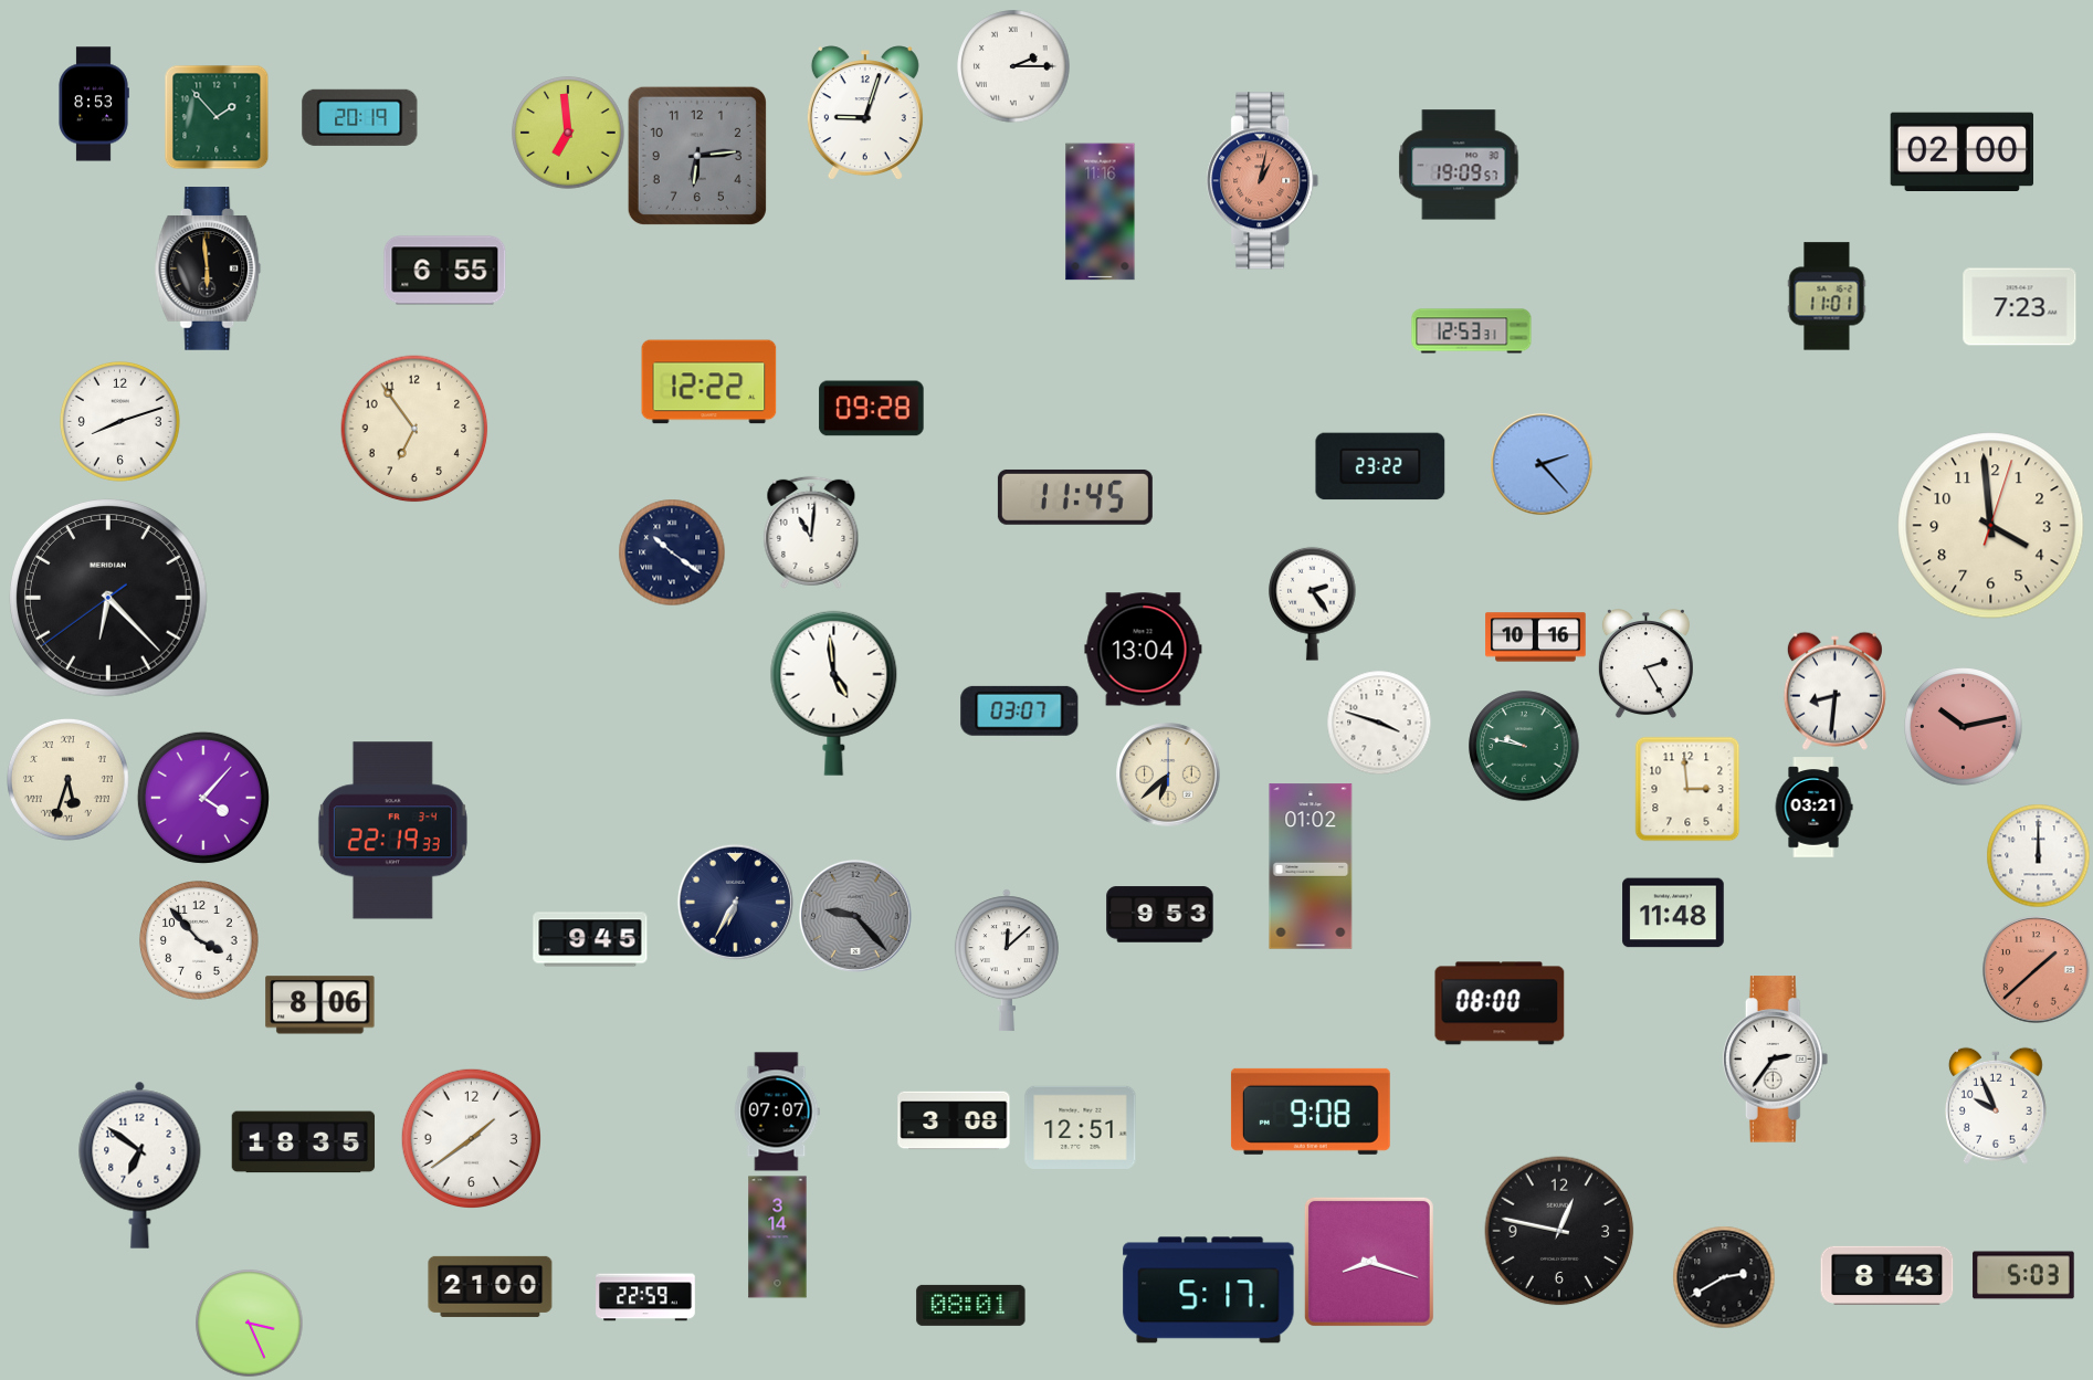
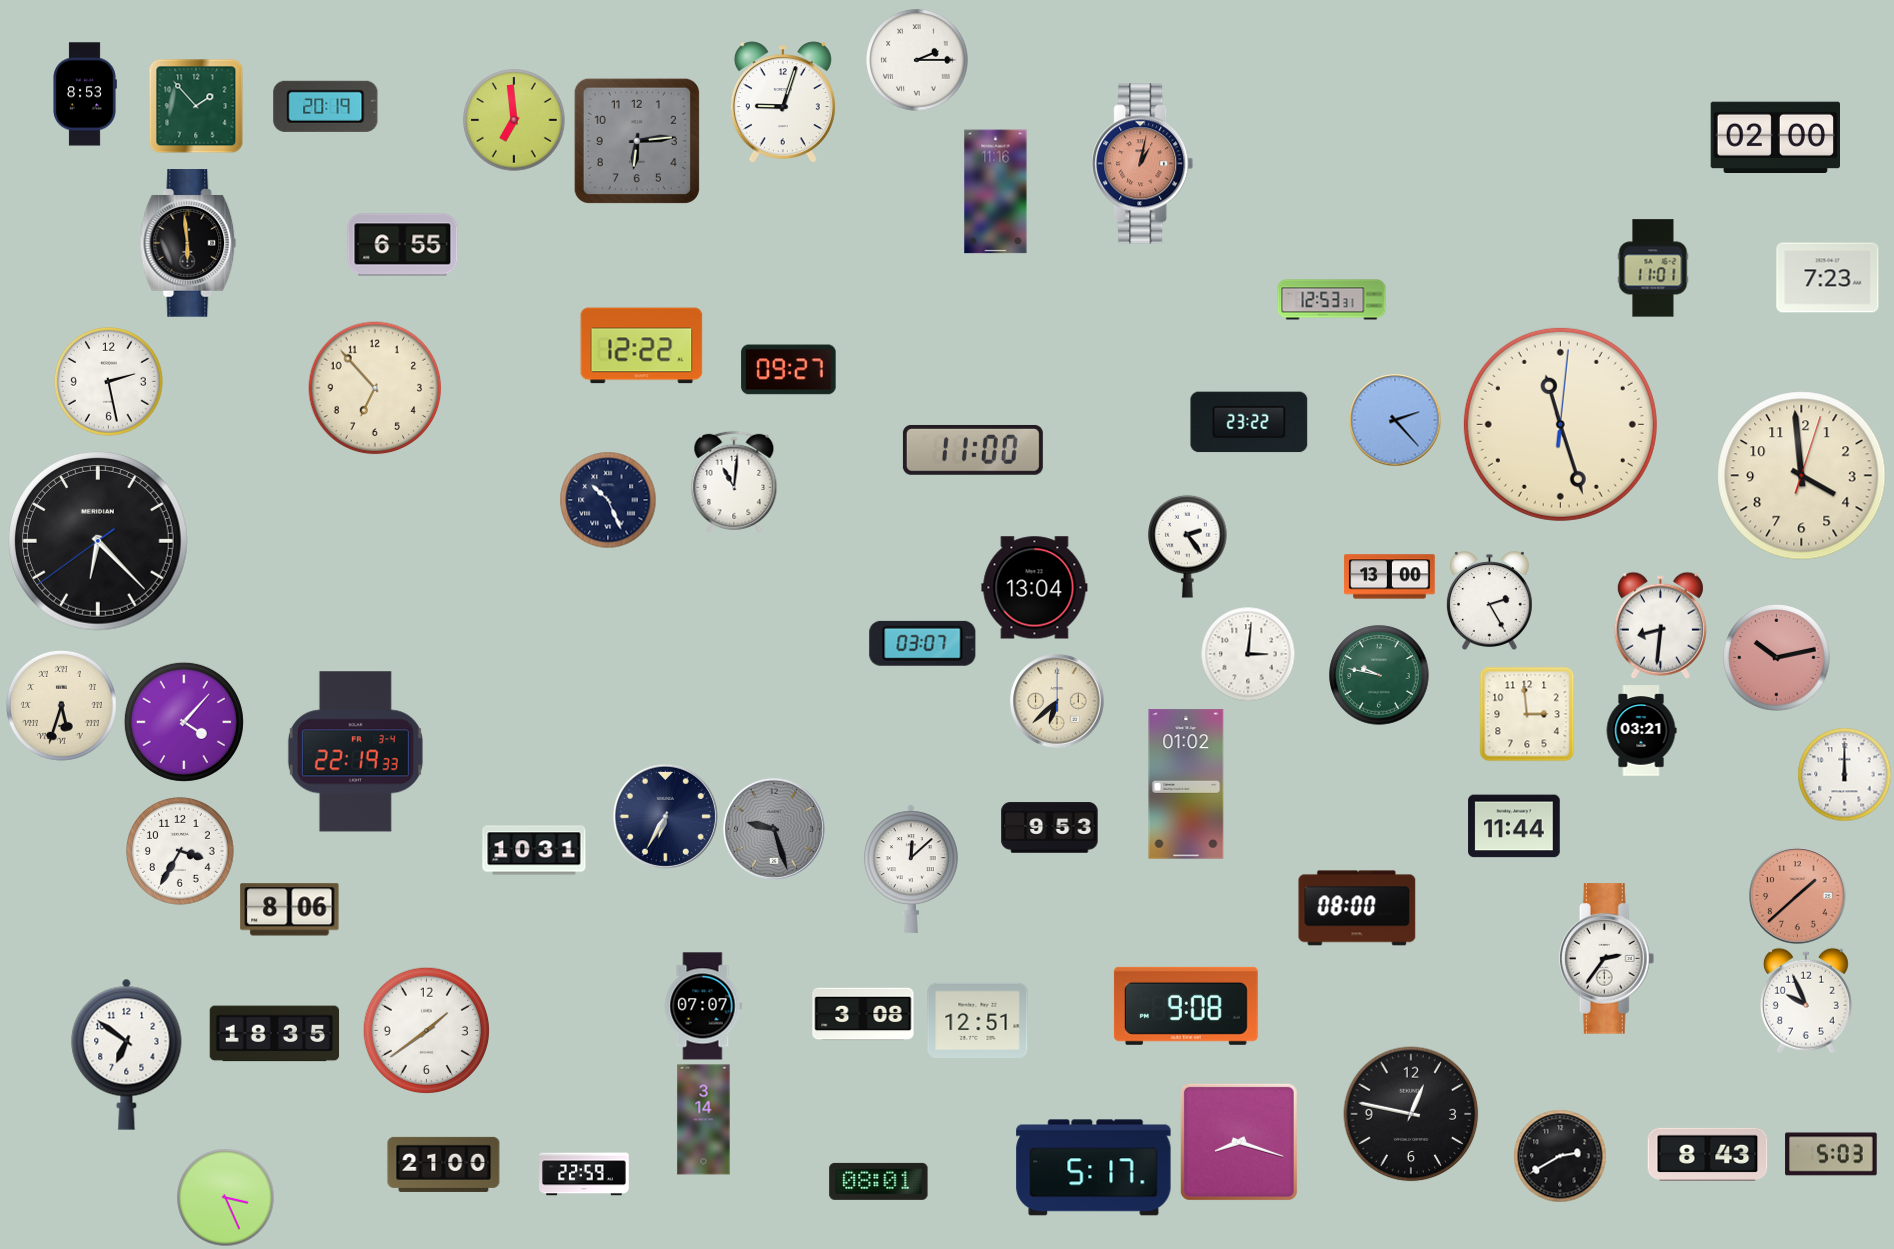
clock at (697, 156) position: (697, 156) -> (637, 141)
clock at (1459, 165): 19:09 -> none
clock at (872, 409): 09:28 -> 09:27
clock at (119, 421): 8:12 -> 2:28
clock at (414, 429): 6:54 -> 6:53
clock at (1560, 424): none -> 11:27
clock at (1075, 497): 11:45 -> 11:00
clock at (672, 552): 10:21 -> 10:26
clock at (1536, 638): 10:16 -> 13:00
clock at (834, 693): 4:59 -> none
clock at (1379, 723): 3:48 -> 3:01
clock at (1673, 913): 11:48 -> 11:44
clock at (855, 916): 9:23 -> 9:27
clock at (590, 939): 9:45 -> 10:31
clock at (200, 941): 3:53 -> 3:35
clock at (2037, 970) position: (2037, 970) -> (1798, 896)
